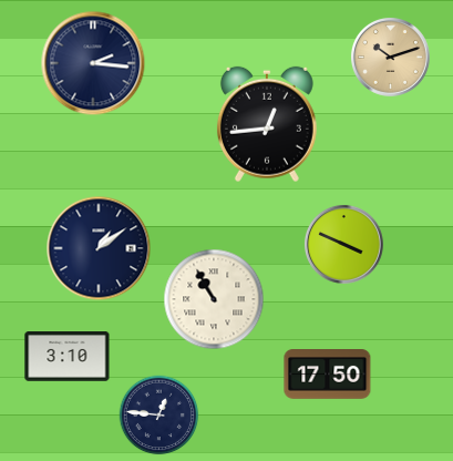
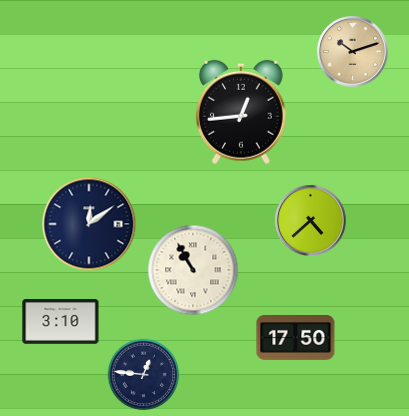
clock at (93, 63): 2:16 -> none
clock at (343, 244): 3:49 -> 4:38
clock at (99, 248): 1:09 -> 12:09
